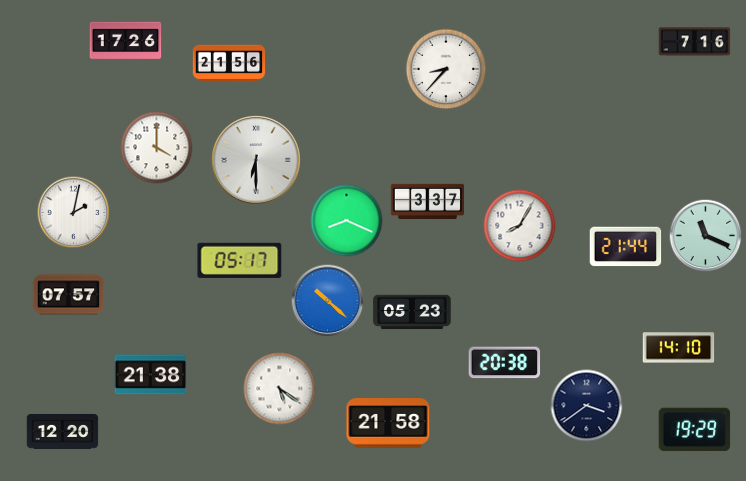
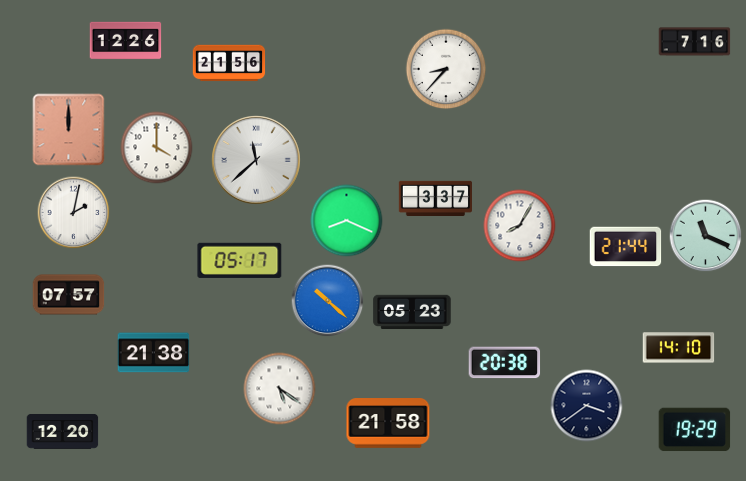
clock at (126, 41): 17:26 -> 12:26
clock at (69, 130): none -> 12:00
clock at (257, 161): 6:30 -> 11:38
clock at (427, 201) position: (427, 201) -> (435, 198)
clock at (151, 375) position: (151, 375) -> (154, 353)
